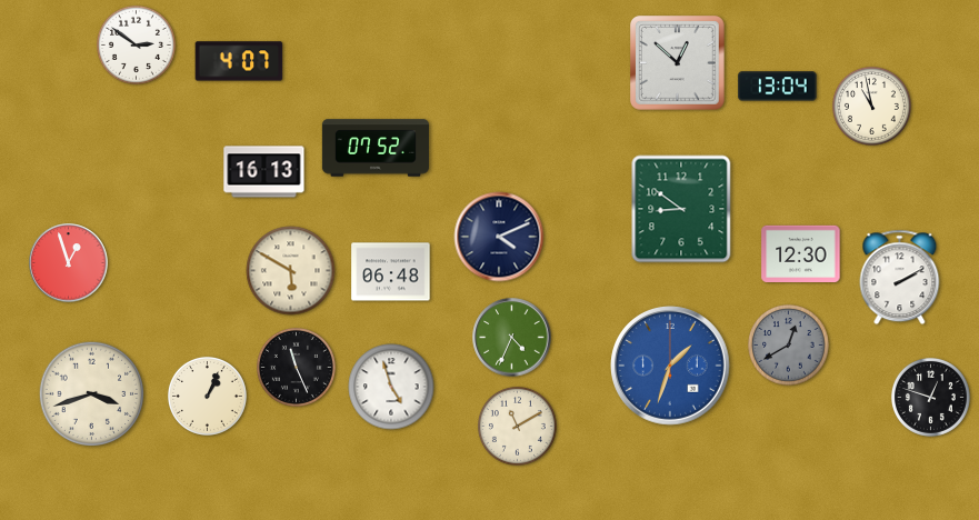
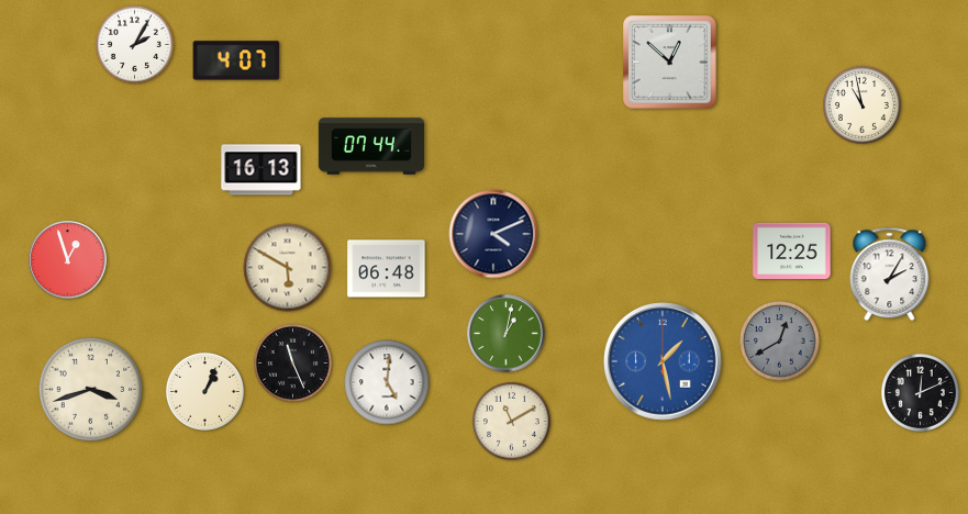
clock at (136, 44): 2:51 -> 2:05
clock at (778, 87): 13:04 -> none
clock at (374, 148): 07:52 -> 07:44
clock at (681, 209): 8:51 -> none
clock at (801, 253): 12:30 -> 12:25
clock at (900, 278): 2:10 -> 2:05
clock at (512, 338): 4:34 -> 1:02
clock at (671, 367): 1:33 -> 1:28
clock at (391, 387): 4:57 -> 5:01
clock at (930, 397): 12:48 -> 12:11
